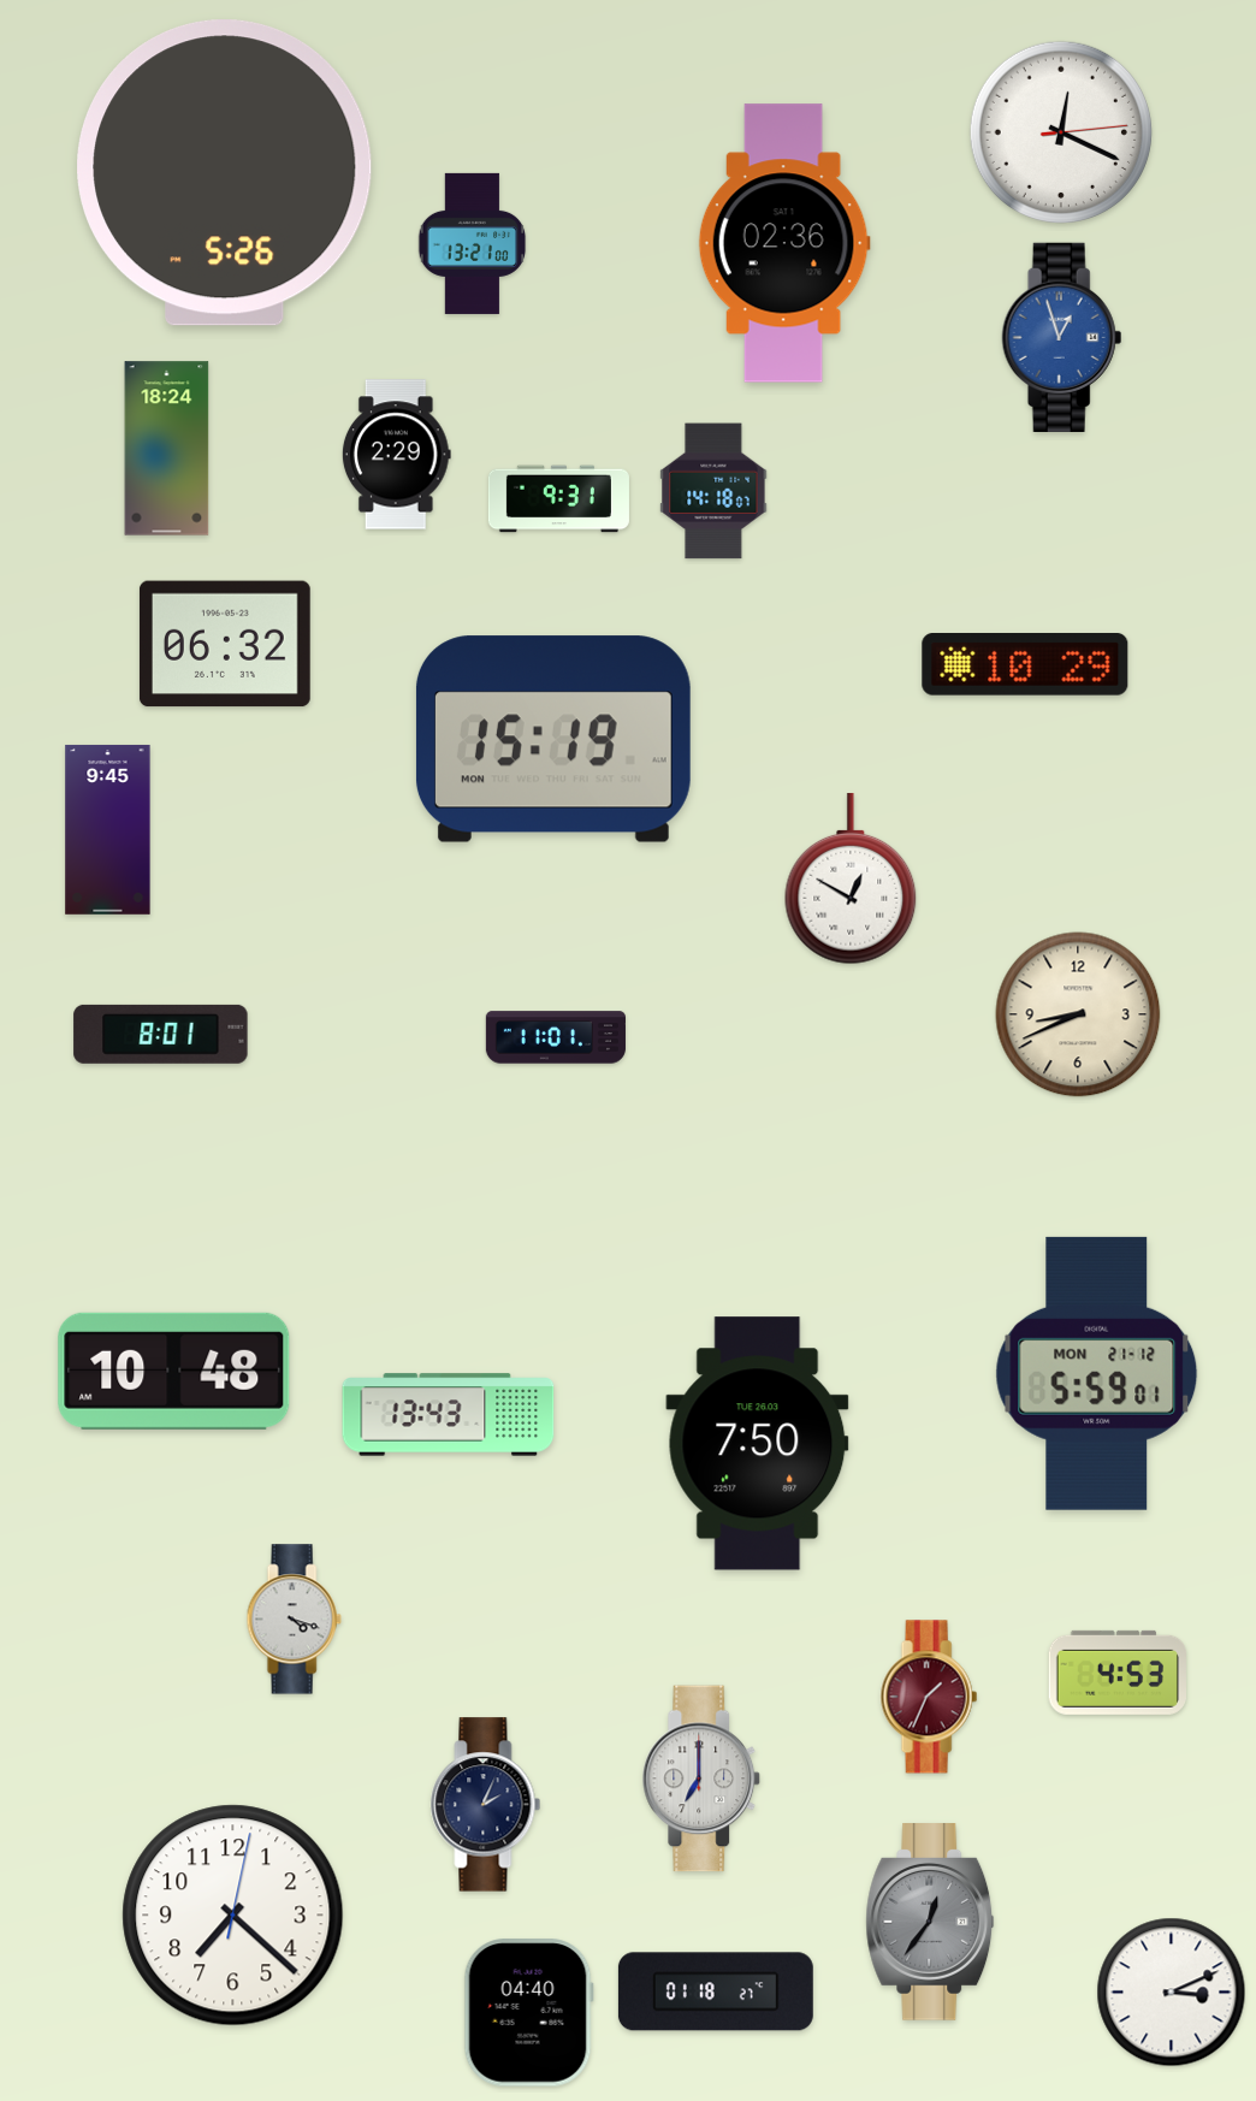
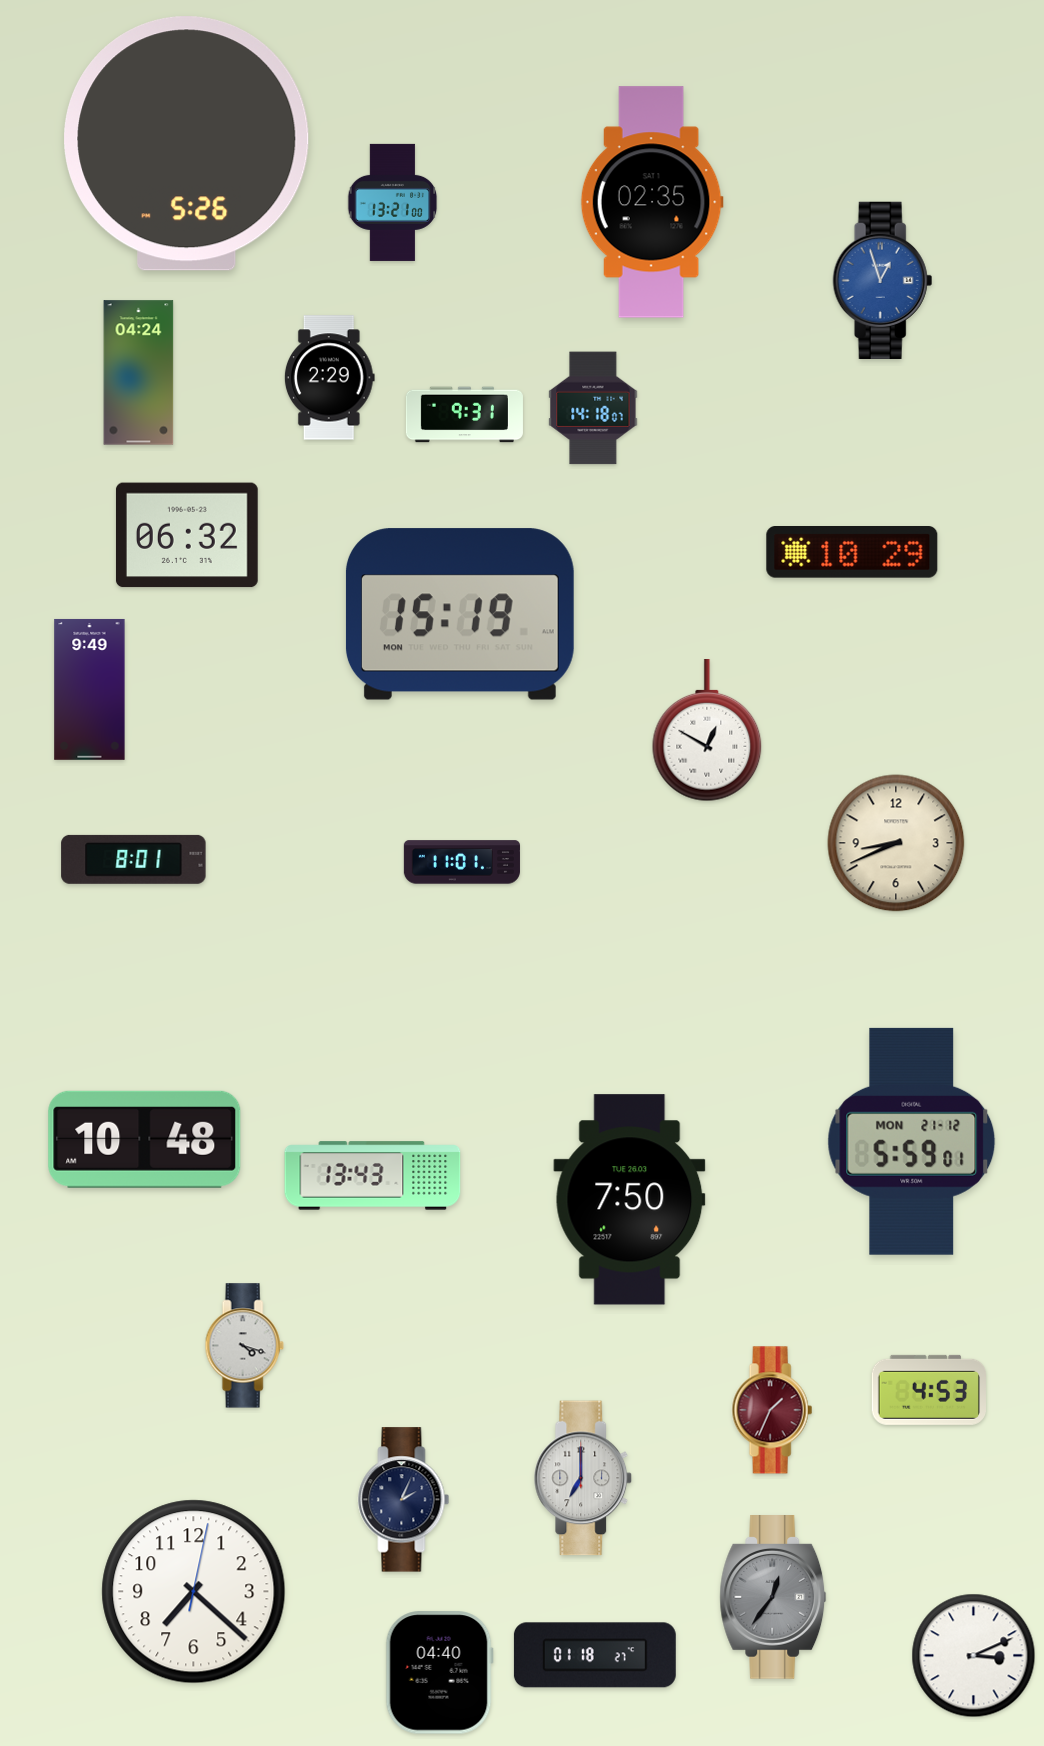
clock at (1061, 132): 12:19 -> none
clock at (784, 243): 02:36 -> 02:35
clock at (167, 449): 18:24 -> 04:24
clock at (108, 829): 9:45 -> 9:49
